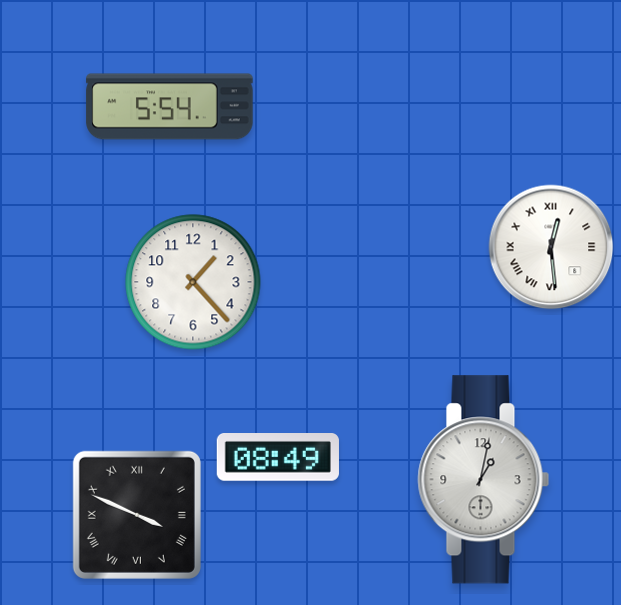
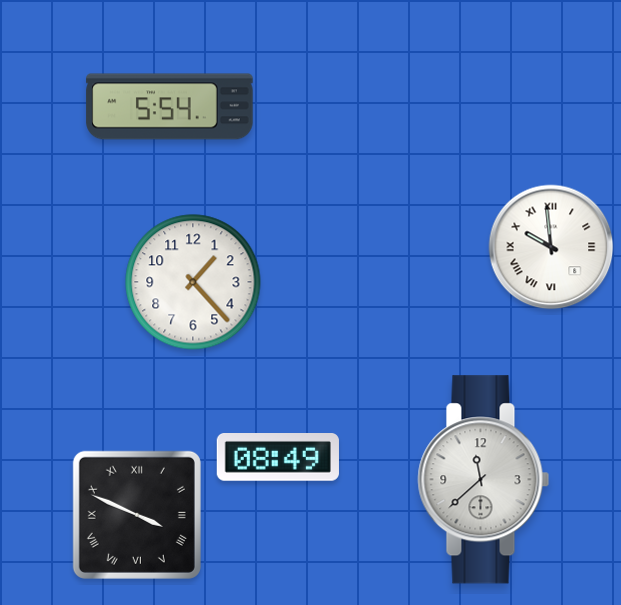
clock at (551, 247): 12:29 -> 9:59
clock at (484, 480): 1:02 -> 11:38
